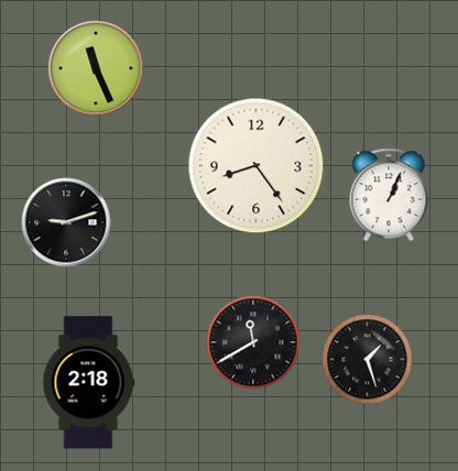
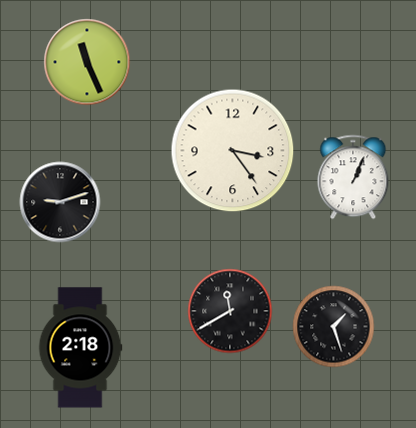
clock at (257, 166): 8:24 -> 3:24
